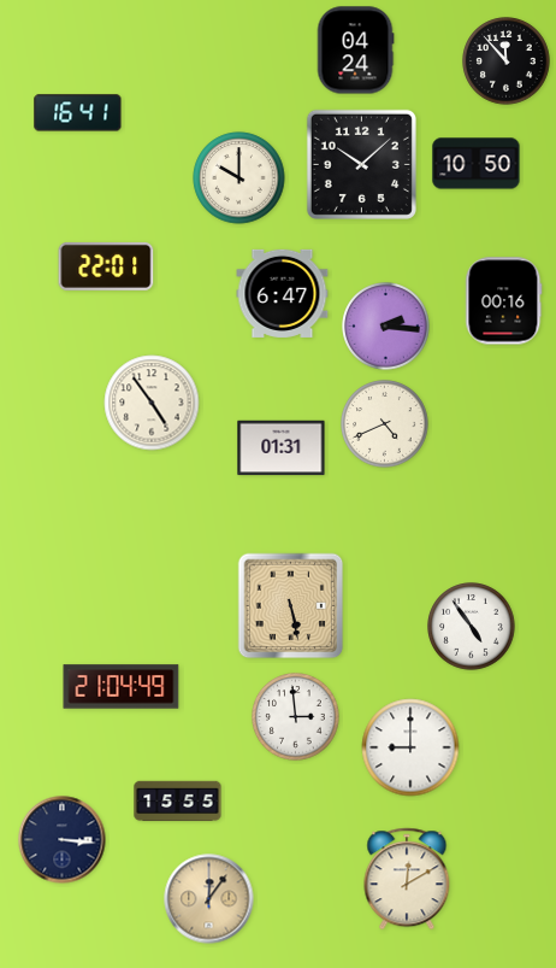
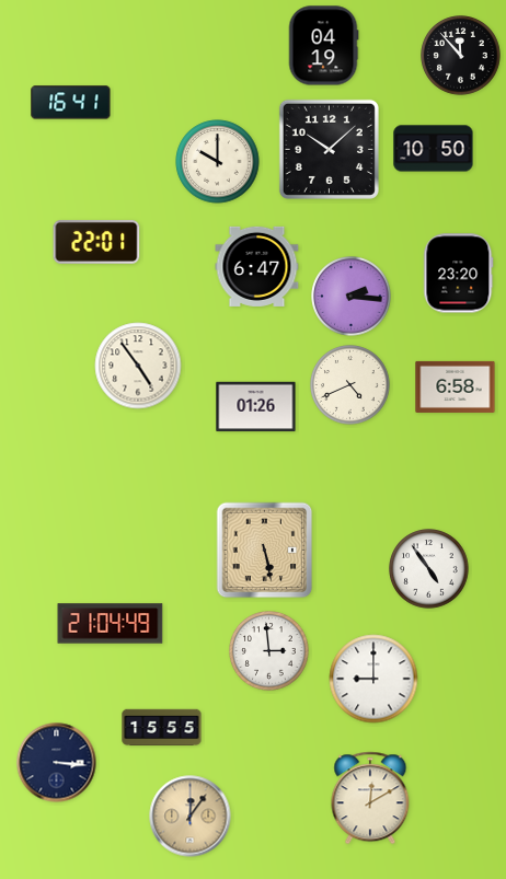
clock at (355, 51): 04:24 -> 04:19
clock at (504, 301): 00:16 -> 23:20
clock at (456, 386): none -> 6:58
clock at (282, 448): 01:31 -> 01:26
